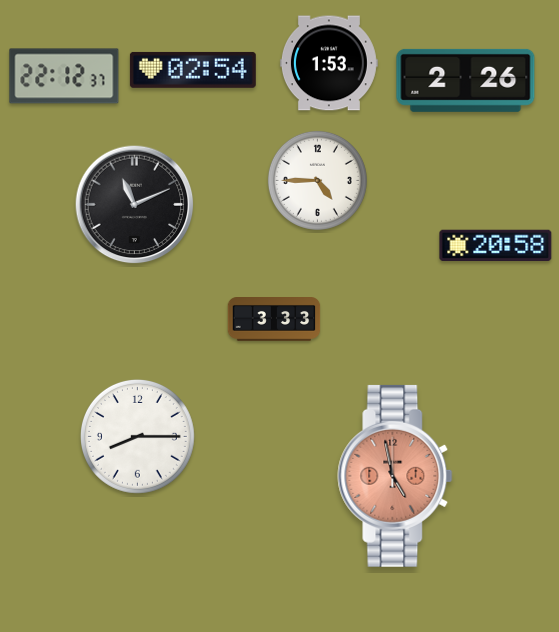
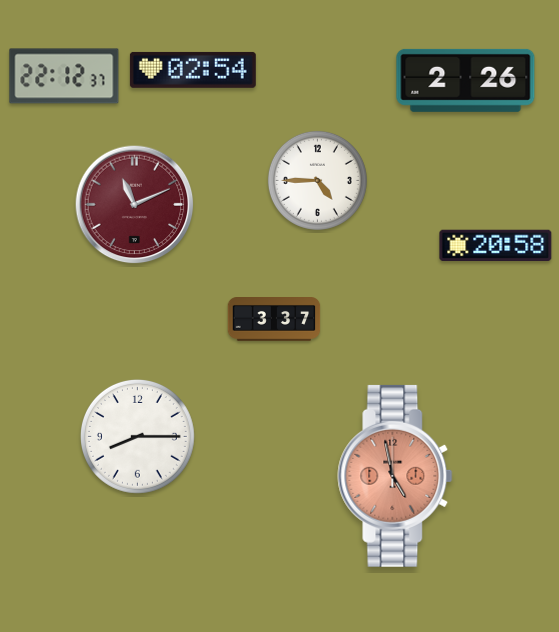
clock at (329, 63): 1:53 -> none
clock at (135, 205) dial: black -> burgundy
clock at (274, 319): 3:33 -> 3:37
